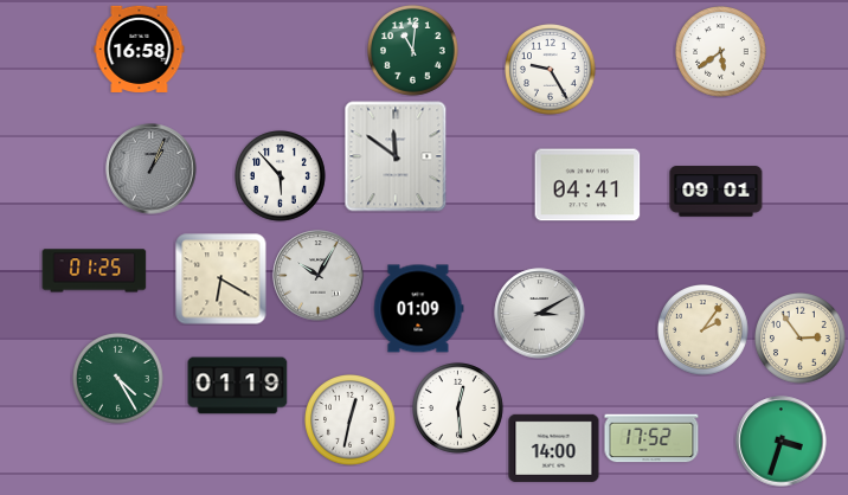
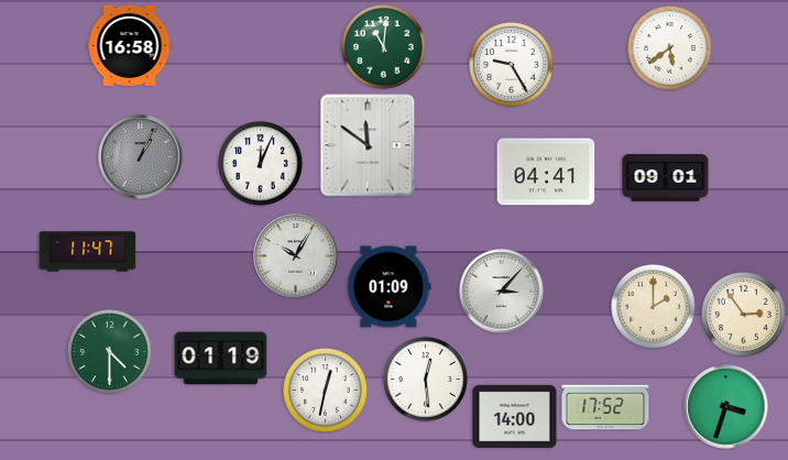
clock at (281, 176): 5:53 -> 12:04
clock at (95, 271): 01:25 -> 11:47
clock at (221, 279): 6:20 -> none
clock at (540, 314): 3:10 -> 3:07
clock at (704, 330): 2:06 -> 2:00
clock at (118, 379): 4:25 -> 4:30
clock at (782, 442) position: (782, 442) -> (726, 407)
